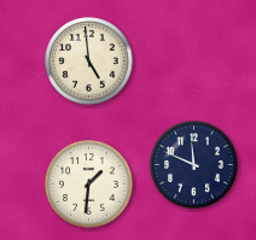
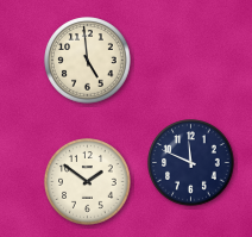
clock at (89, 185): 1:31 -> 1:51
